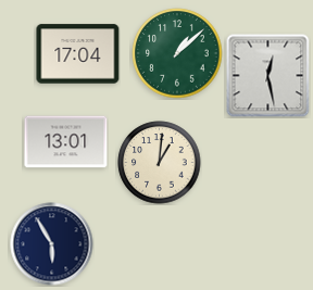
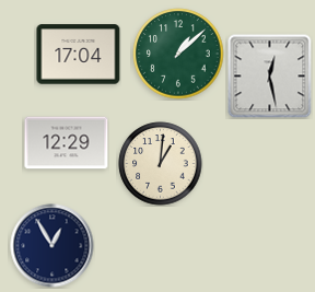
clock at (66, 142): 13:01 -> 12:29
clock at (52, 244): 5:55 -> 12:55
